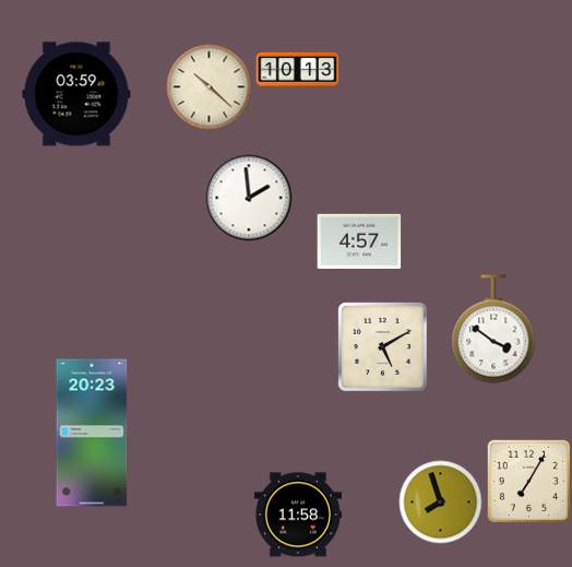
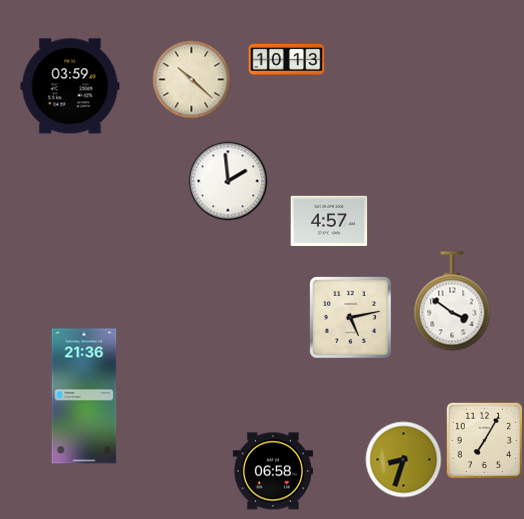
clock at (298, 69) position: (298, 69) -> (287, 59)
clock at (383, 347): 5:10 -> 5:13
clock at (92, 433): 20:23 -> 21:36
clock at (441, 503): 7:57 -> 8:33
clock at (297, 515): 11:58 -> 06:58
